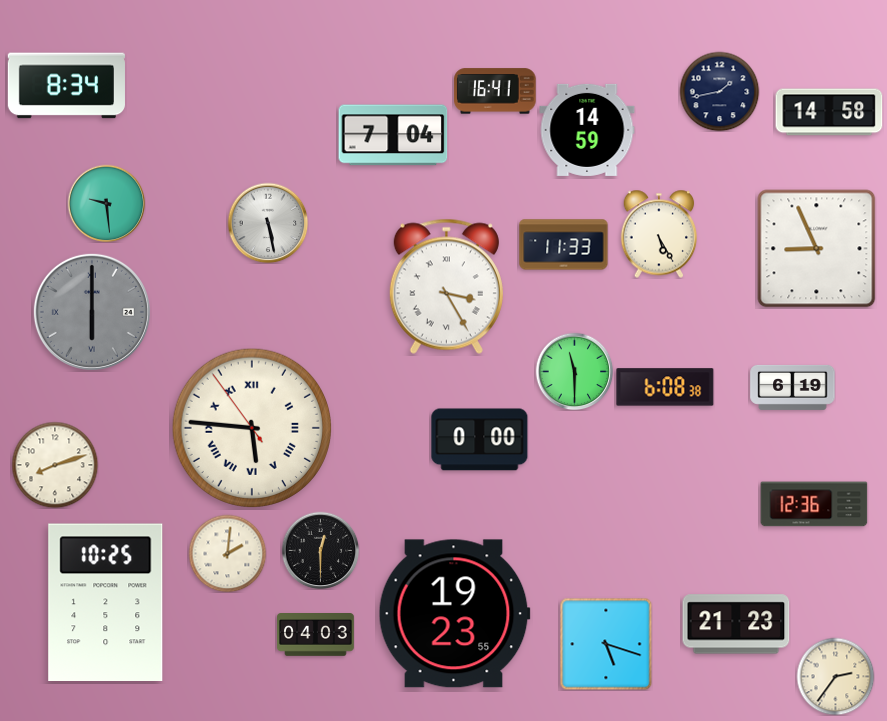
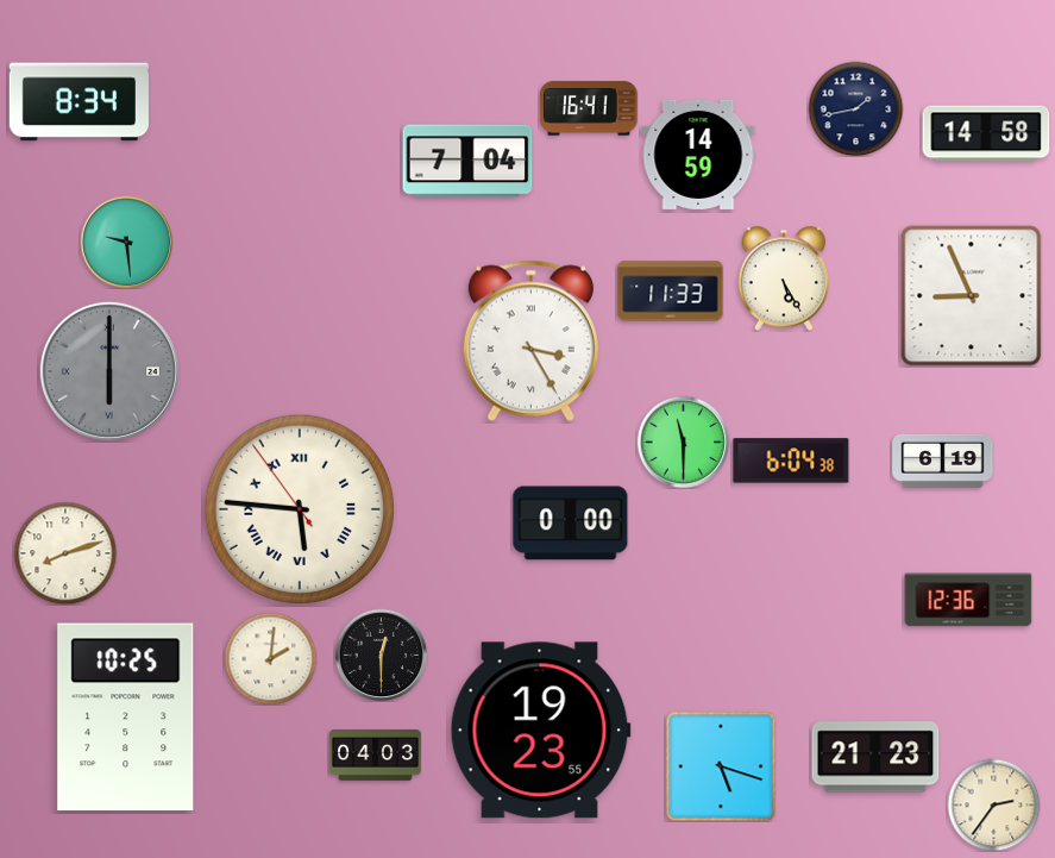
clock at (268, 223): 5:28 -> none
clock at (665, 387): 6:08 -> 6:04
clock at (736, 624) position: (736, 624) -> (875, 757)
